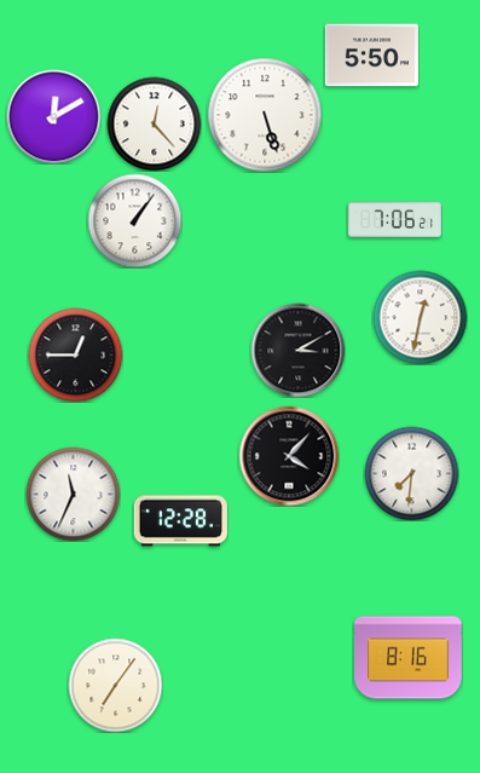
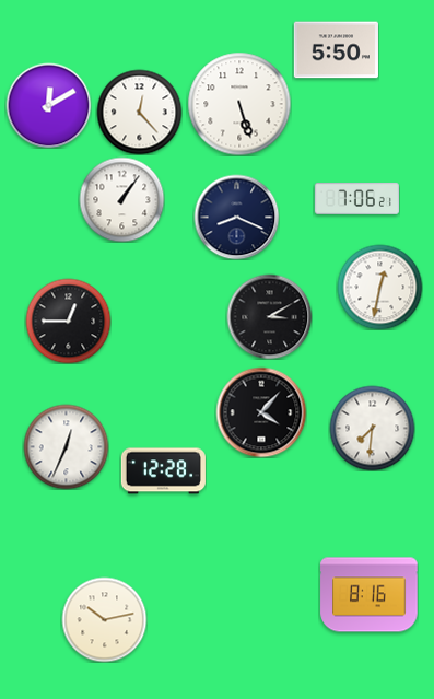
clock at (236, 217): none -> 8:19
clock at (73, 494): 11:34 -> 12:34
clock at (115, 685): 7:06 -> 10:13
